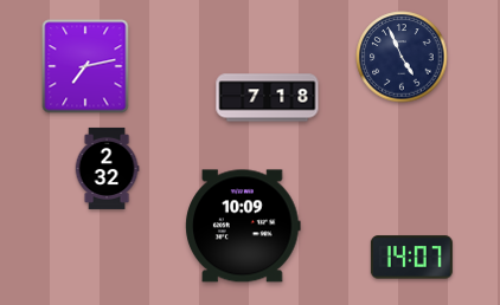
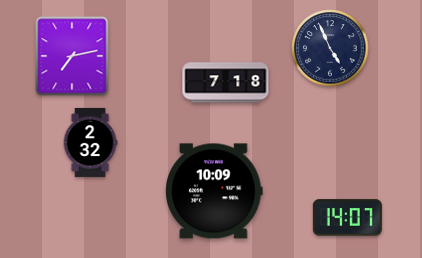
clock at (402, 57) position: (402, 57) -> (330, 48)
clock at (243, 226) position: (243, 226) -> (214, 191)
